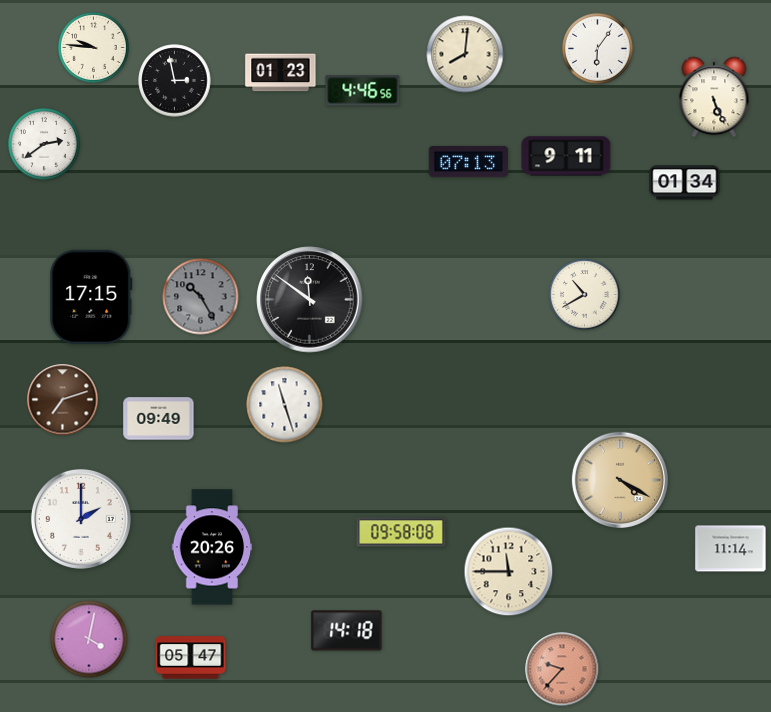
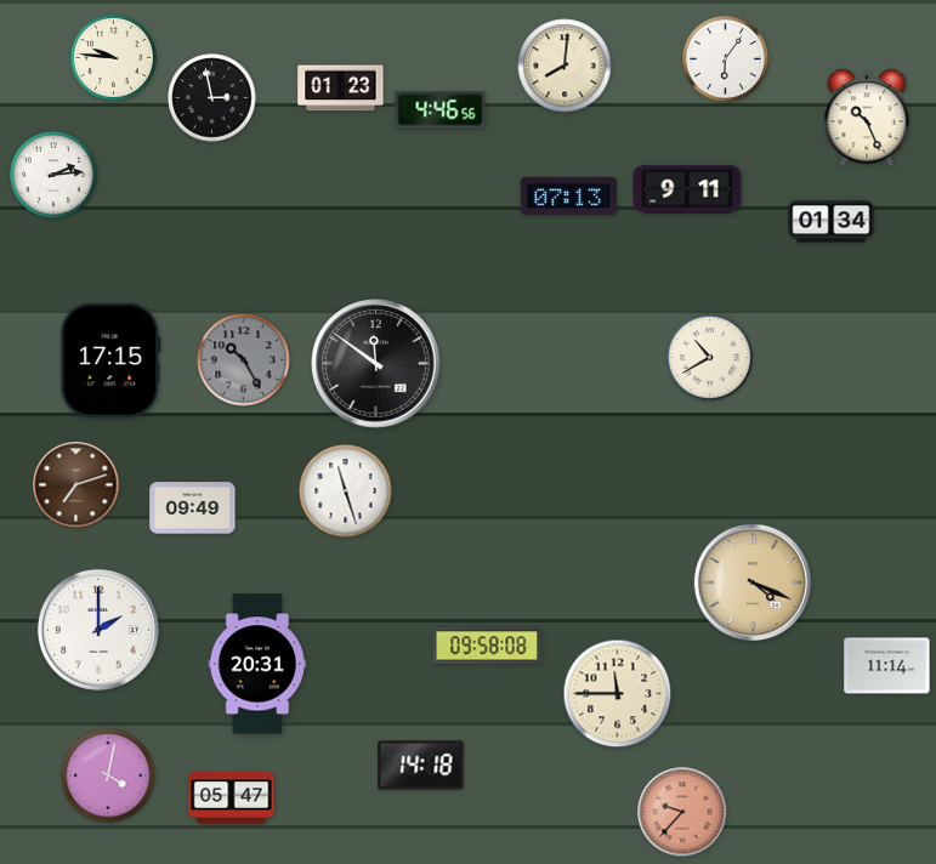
clock at (714, 97): 5:26 -> 10:26
clock at (44, 144): 2:39 -> 2:14
clock at (620, 480): 4:20 -> 4:19
clock at (212, 547): 20:26 -> 20:31
